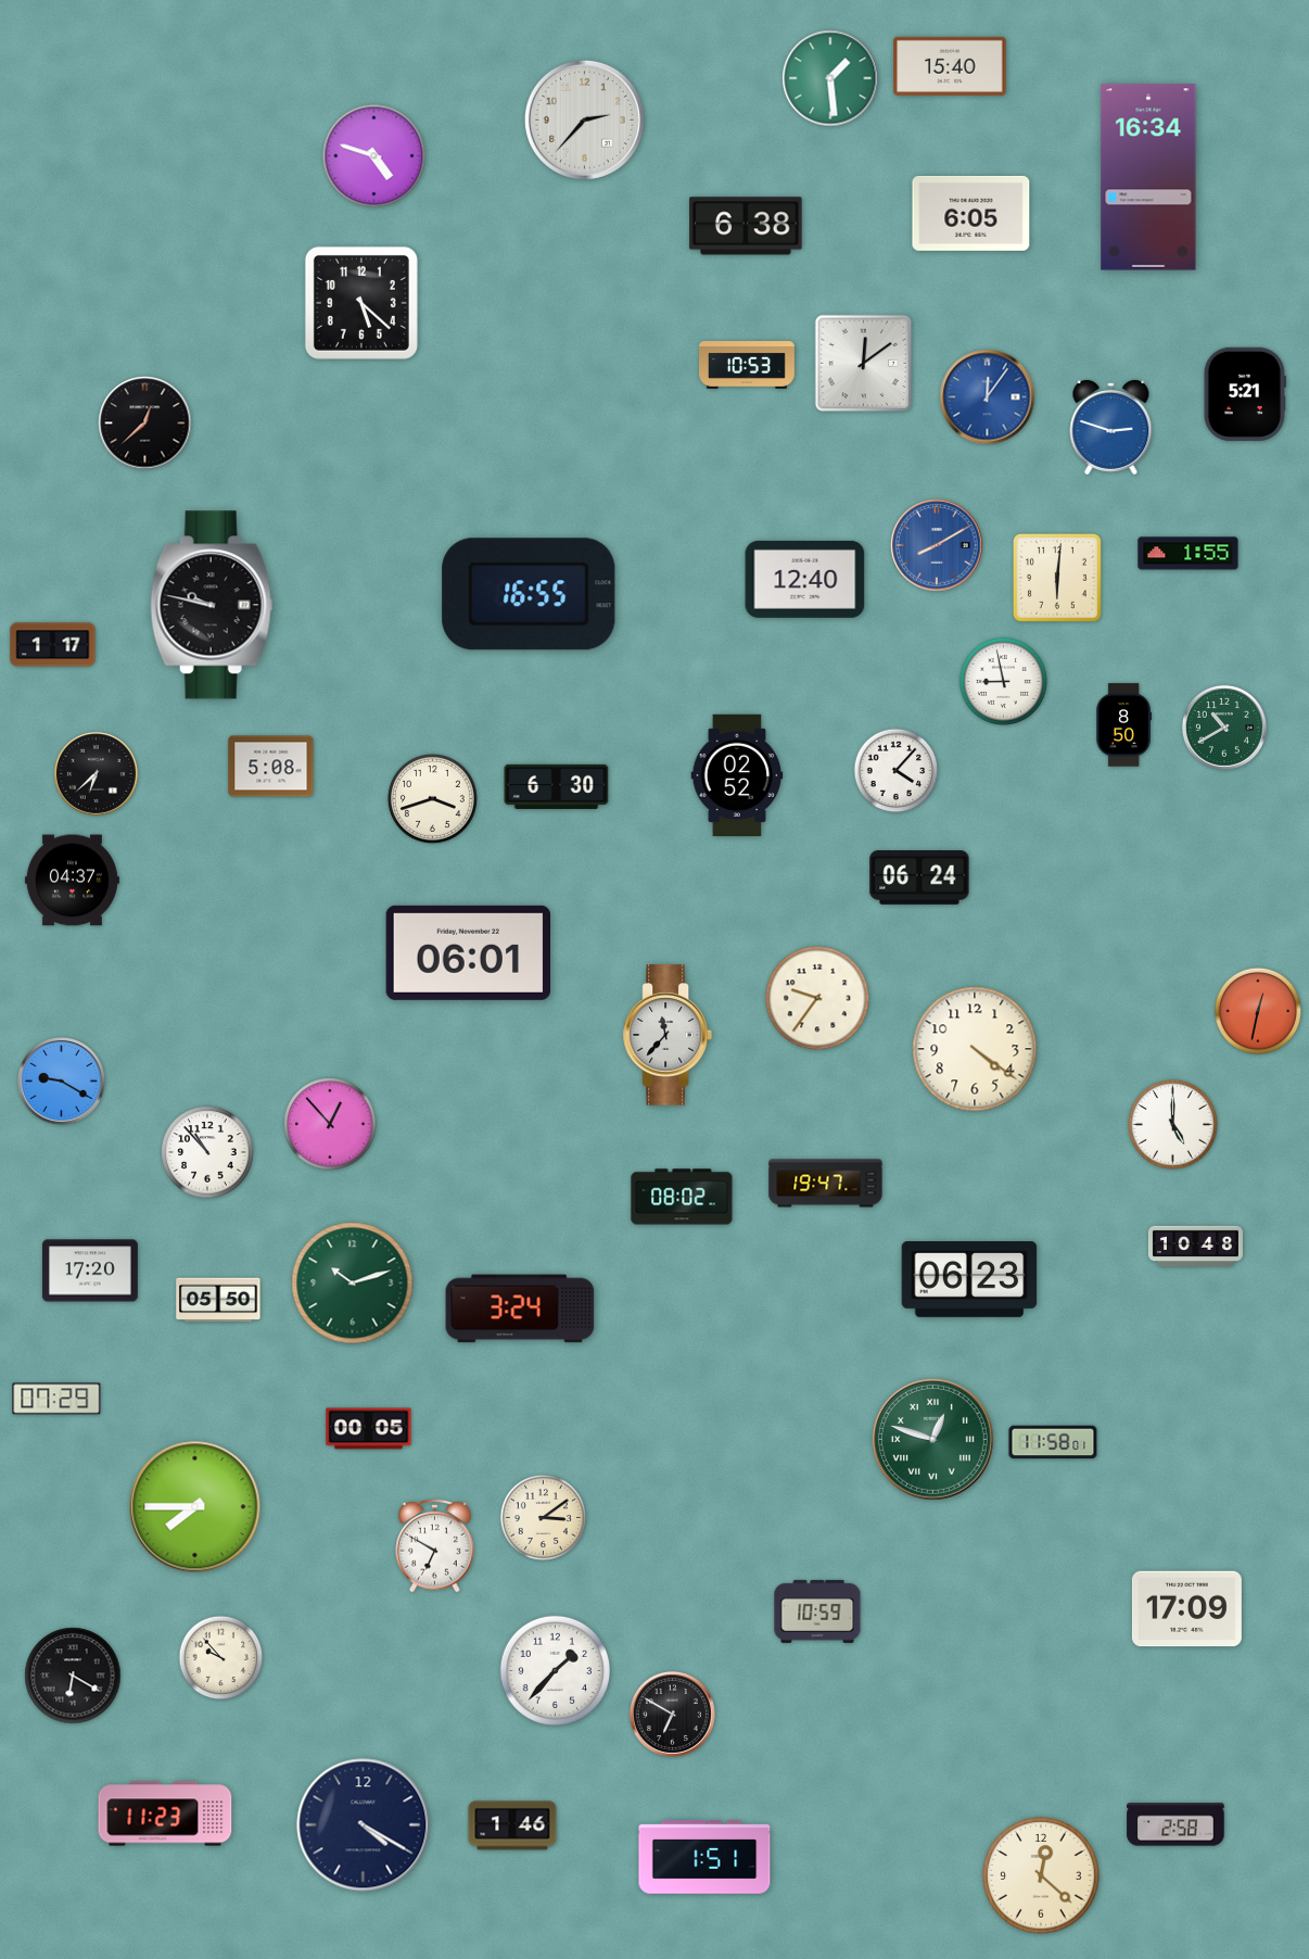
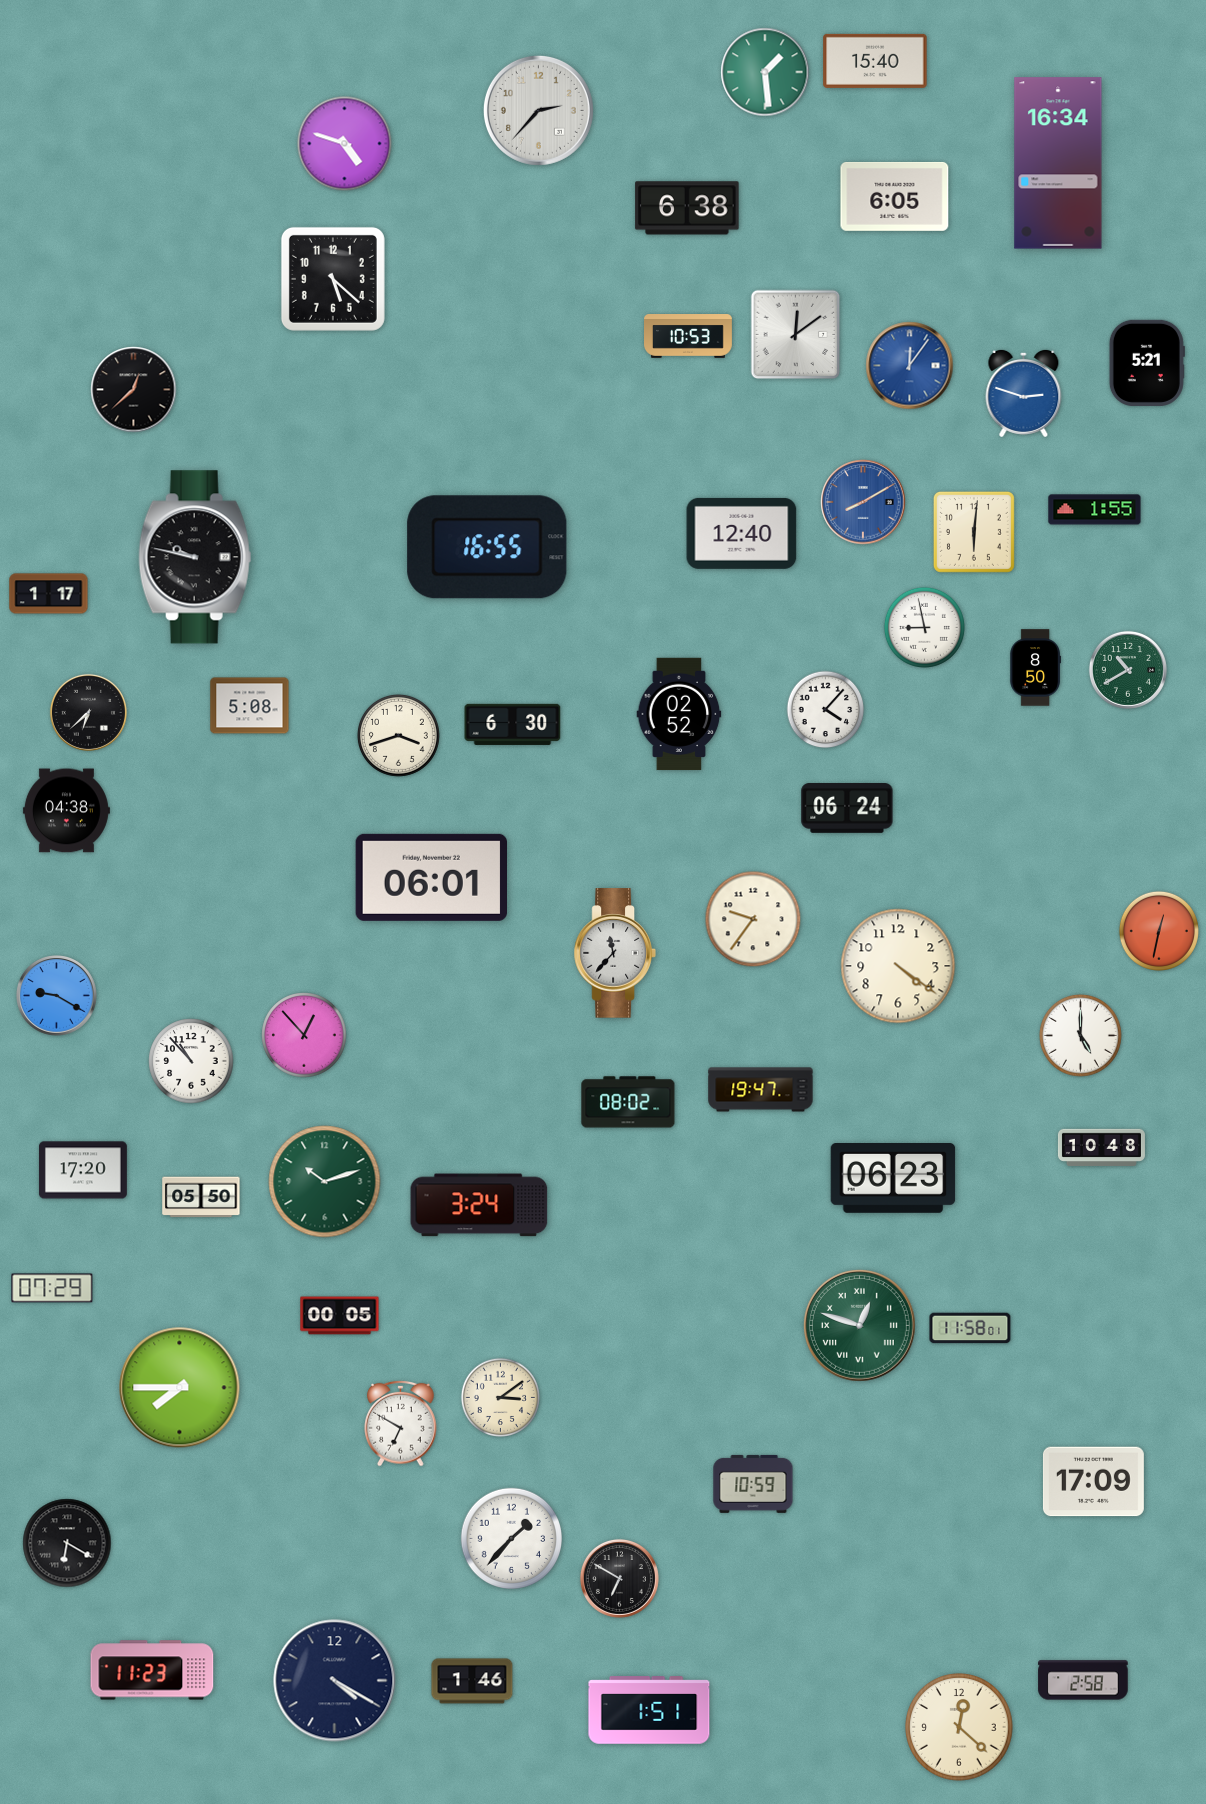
clock at (72, 881): 04:37 -> 04:38
clock at (221, 1658): 9:53 -> none
